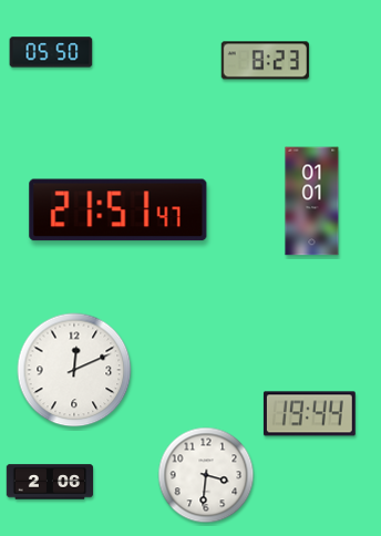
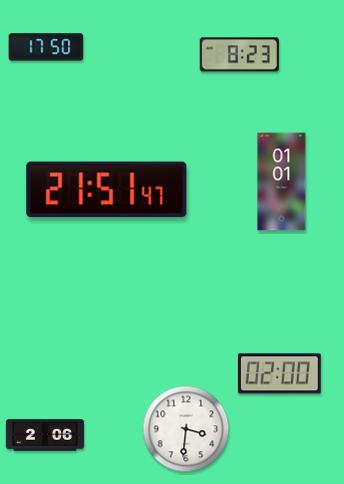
clock at (51, 52): 05:50 -> 17:50
clock at (74, 370): 12:11 -> none
clock at (309, 414): 19:44 -> 02:00
